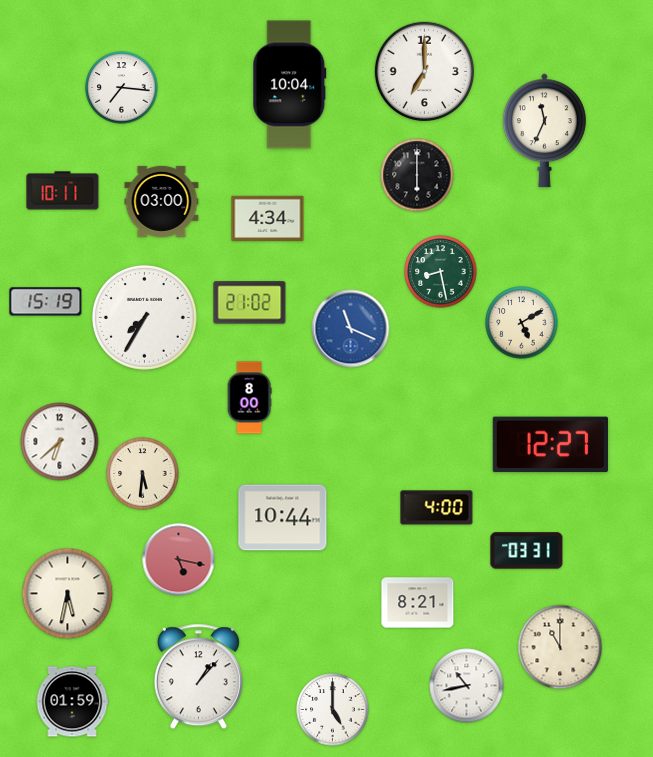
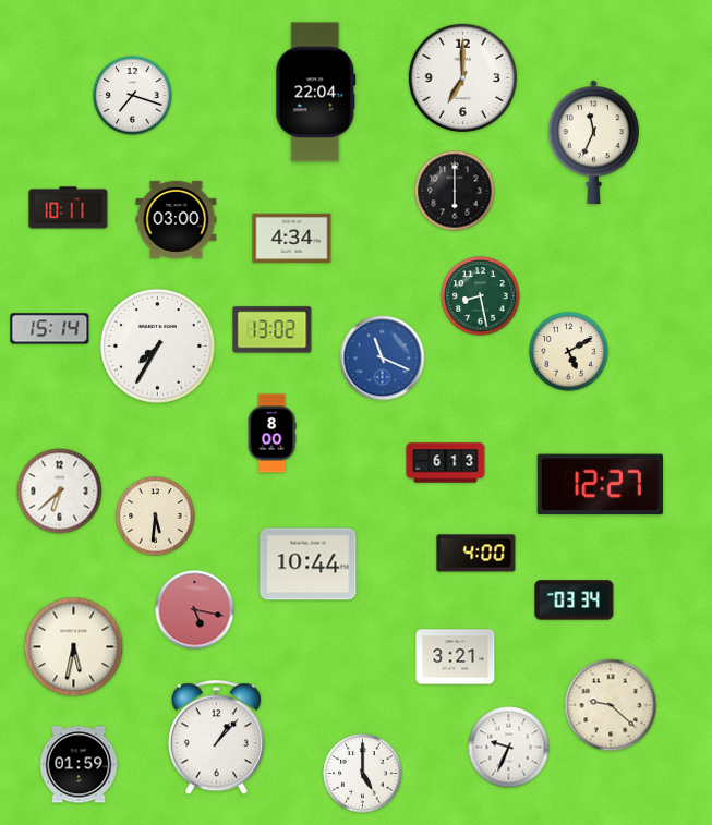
clock at (290, 85): 10:04 -> 22:04
clock at (122, 88): 7:16 -> 7:18
clock at (46, 302): 15:19 -> 15:14
clock at (250, 303): 21:02 -> 13:02
clock at (446, 463): none -> 6:13
clock at (60, 442) position: (60, 442) -> (60, 492)
clock at (527, 551): 03:31 -> 03:34
clock at (418, 603): 8:21 -> 3:21
clock at (560, 647): 11:00 -> 9:22
clock at (467, 686): 10:43 -> 9:34
